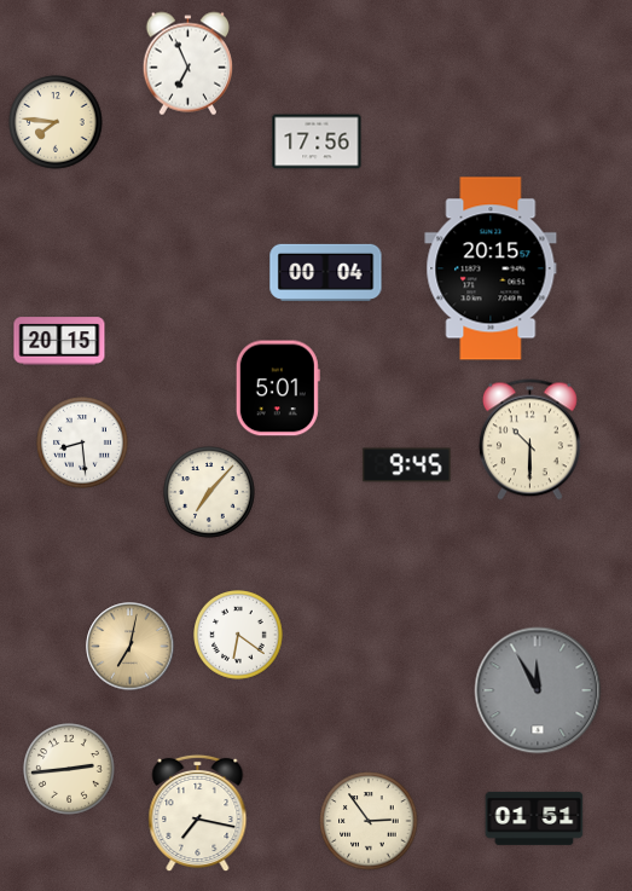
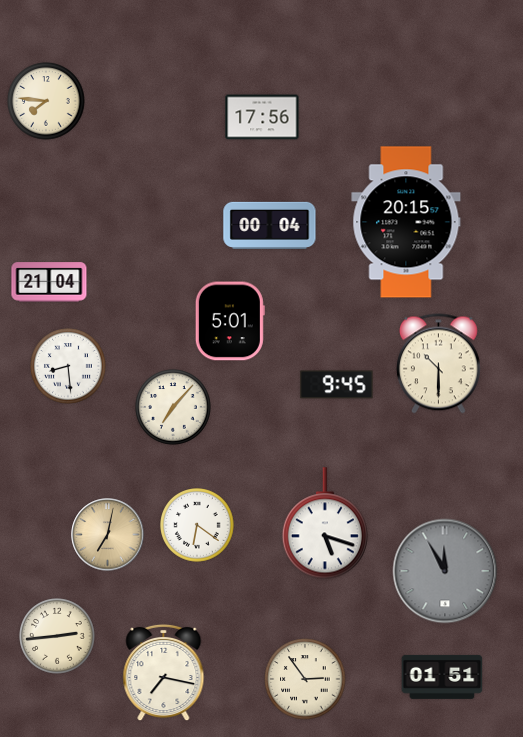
clock at (187, 64): 6:56 -> none
clock at (59, 341): 20:15 -> 21:04
clock at (325, 524): none -> 5:18
